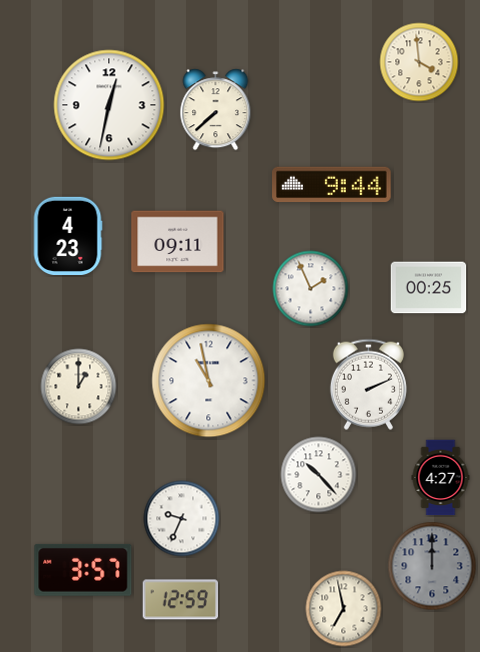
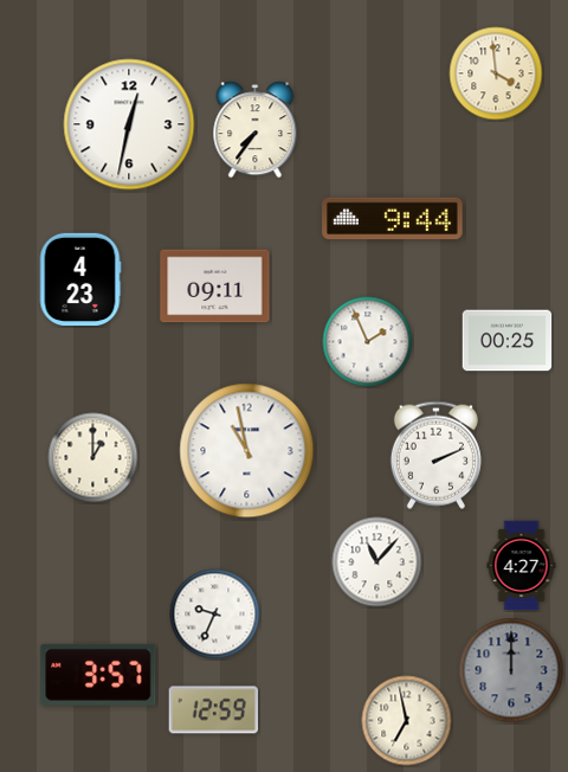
clock at (216, 110): 7:38 -> 7:36
clock at (178, 242) position: (178, 242) -> (215, 287)
clock at (319, 475): 10:23 -> 11:07
